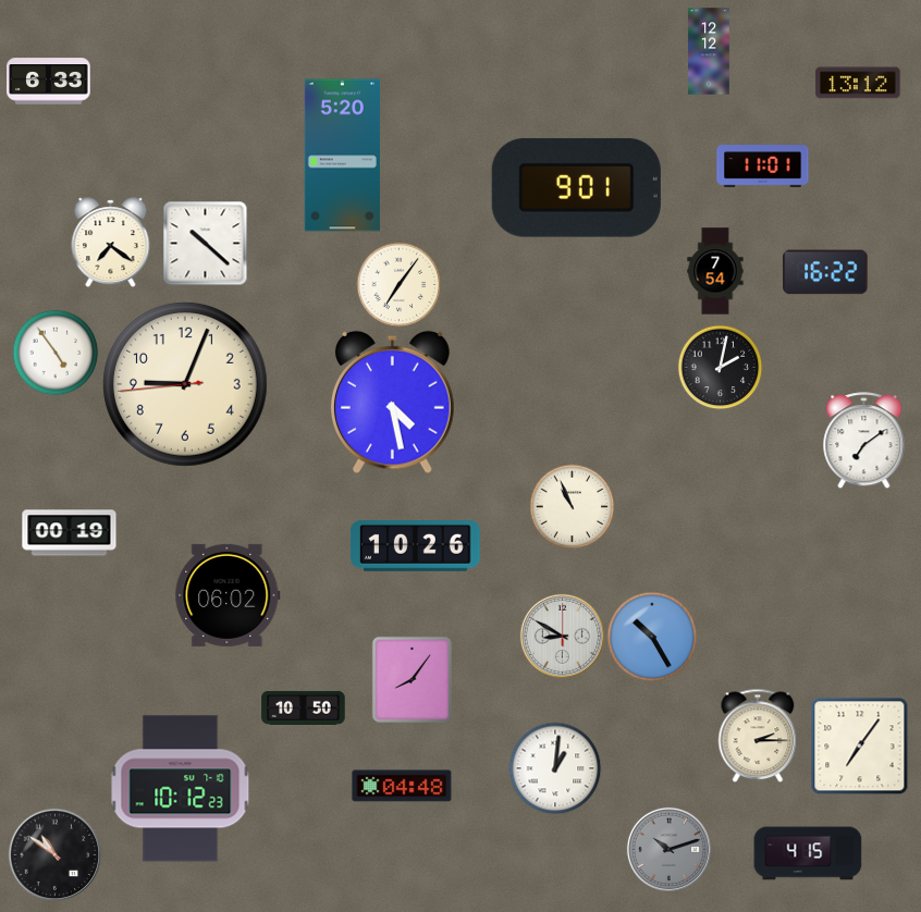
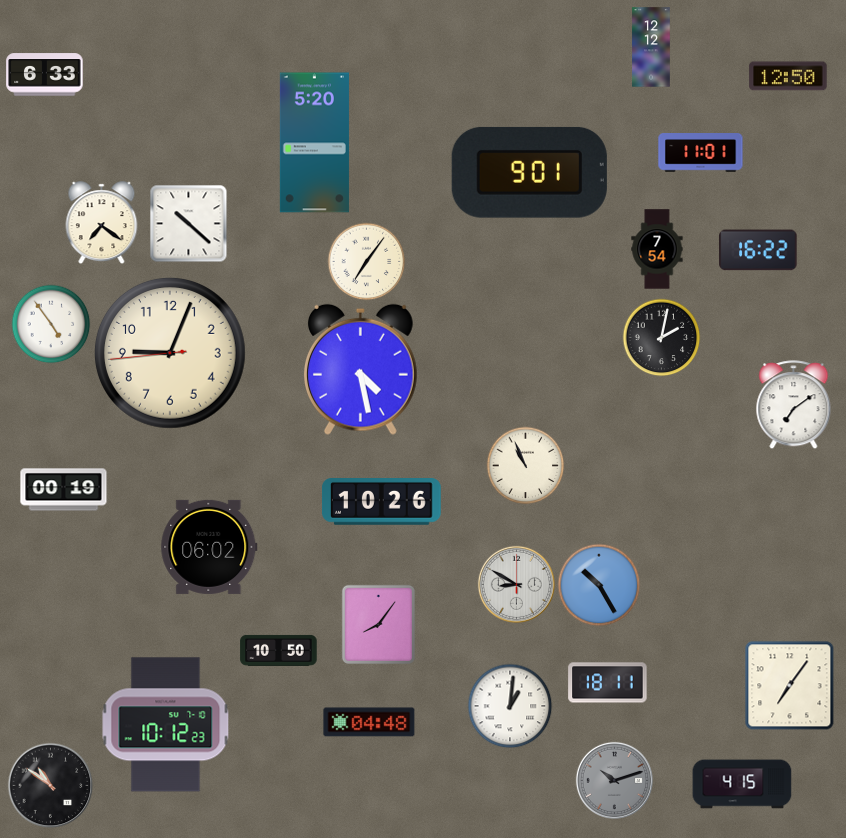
clock at (858, 83): 13:12 -> 12:50
clock at (758, 736): 2:15 -> none
clock at (608, 683): none -> 18:11
